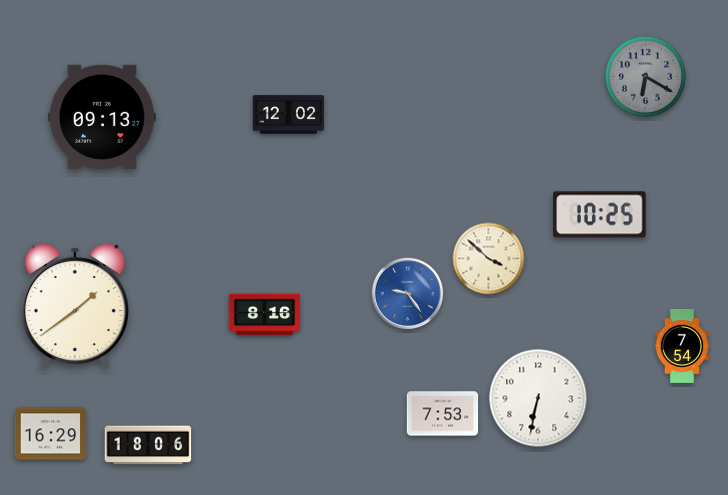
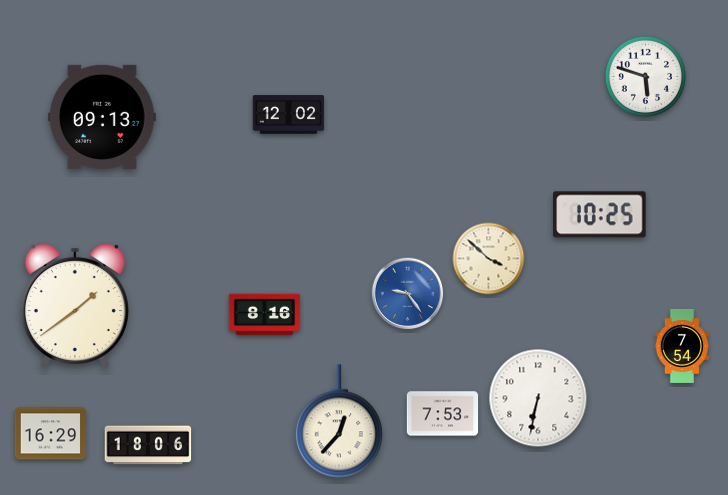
clock at (645, 76): 6:20 -> 5:48
clock at (645, 76) dial: grey -> white
clock at (339, 421): none -> 12:37
